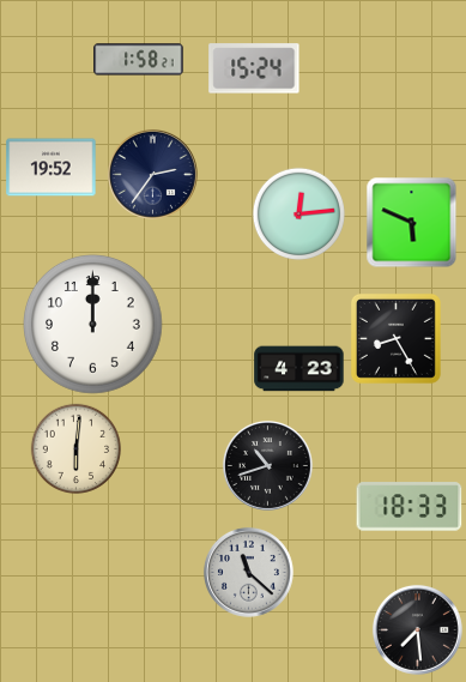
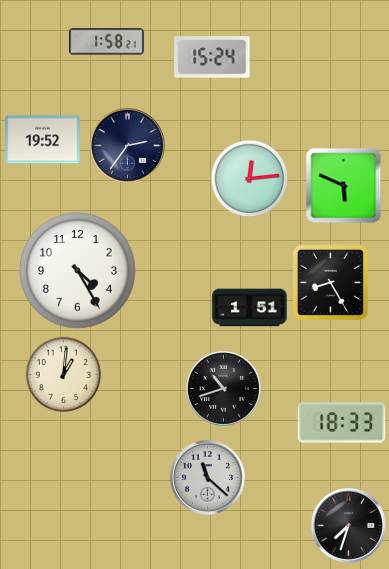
clock at (139, 60) position: (139, 60) -> (107, 42)
clock at (93, 325): 12:00 -> 4:25
clock at (299, 369): 4:23 -> 1:51
clock at (77, 449): 6:01 -> 1:01
clock at (417, 630): 7:29 -> 7:33
